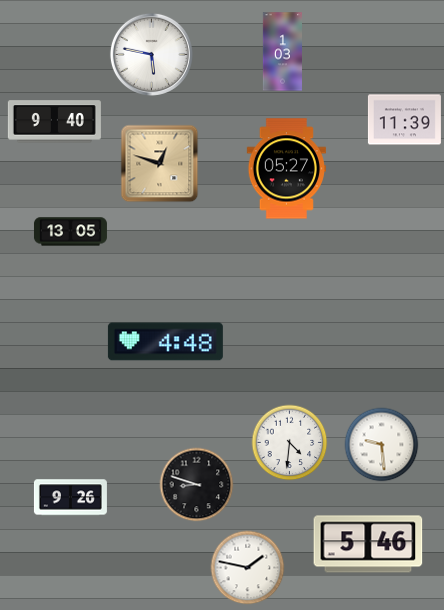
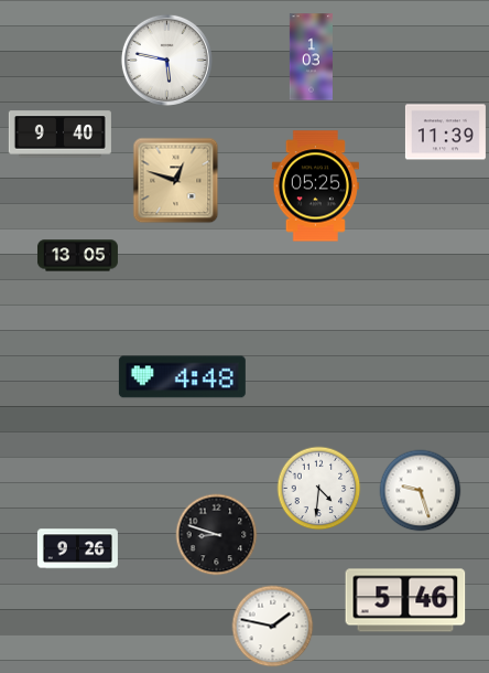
clock at (286, 169): 05:27 -> 05:25
clock at (382, 445): 9:29 -> 9:27
